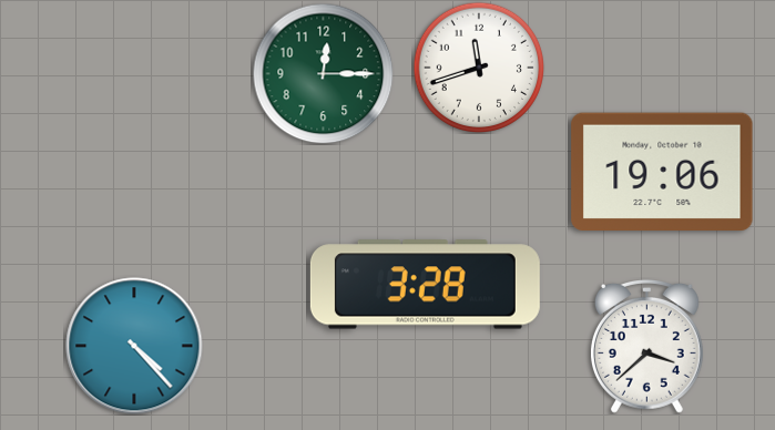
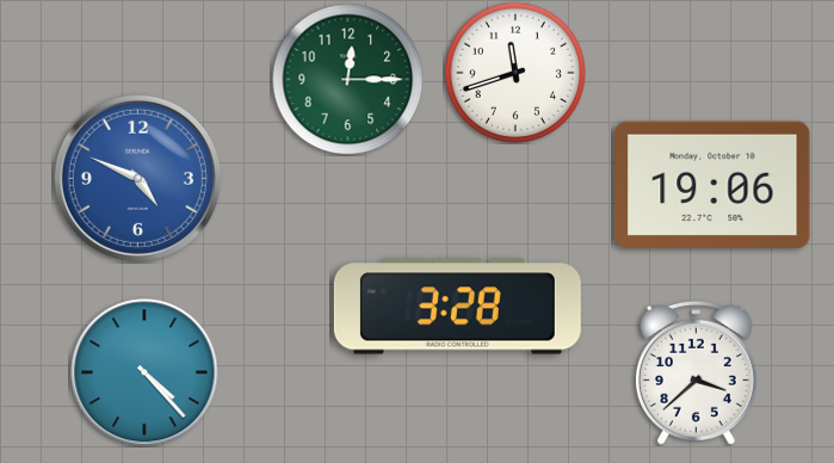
clock at (137, 178): none -> 4:49
